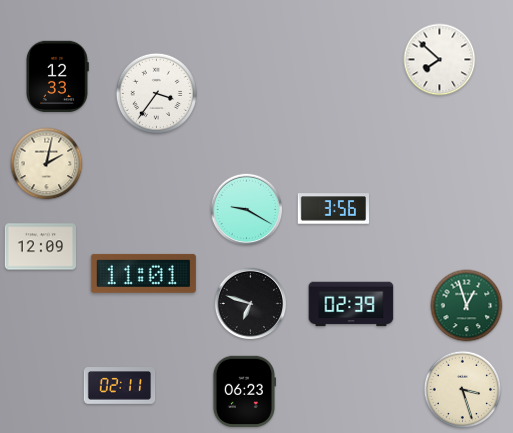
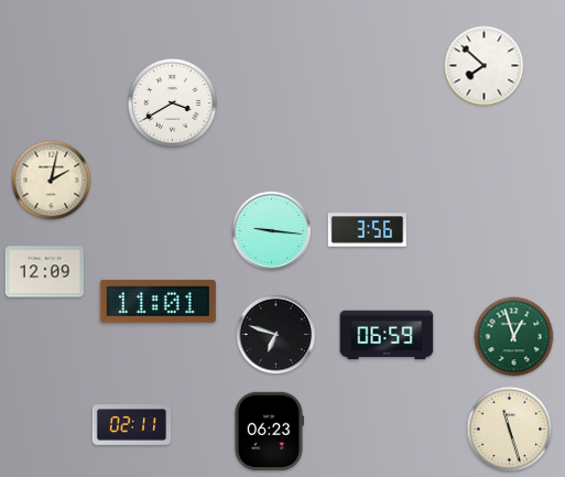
clock at (58, 76): 12:33 -> none
clock at (156, 93): 3:36 -> 3:40
clock at (247, 210): 9:20 -> 9:16
clock at (351, 304): 02:39 -> 06:59
clock at (463, 390): 3:27 -> 11:27
